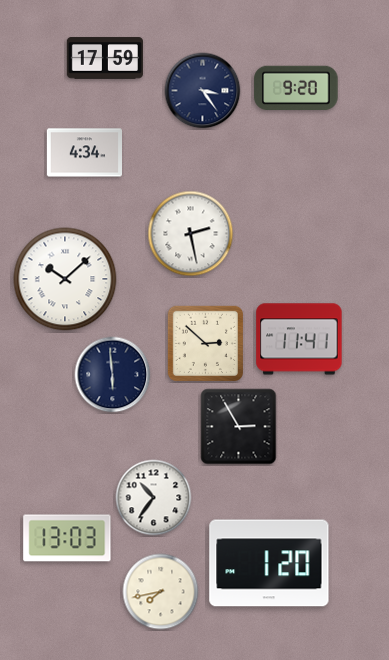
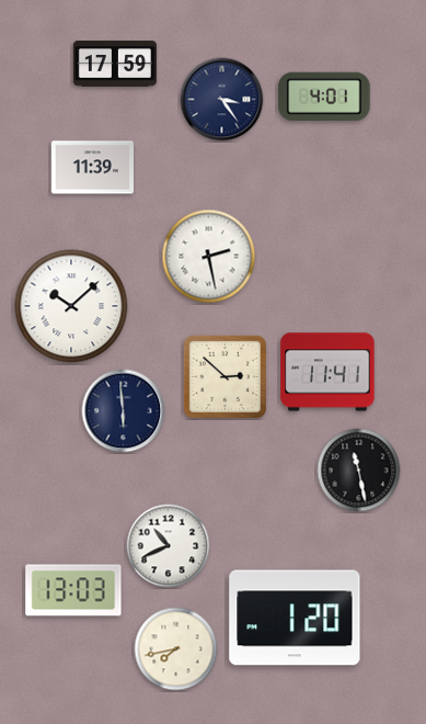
clock at (296, 87): 9:20 -> 4:01
clock at (84, 153): 4:34 -> 11:39
clock at (239, 427): 2:55 -> none
clock at (359, 471): none -> 11:28
clock at (154, 498): 10:36 -> 10:41
